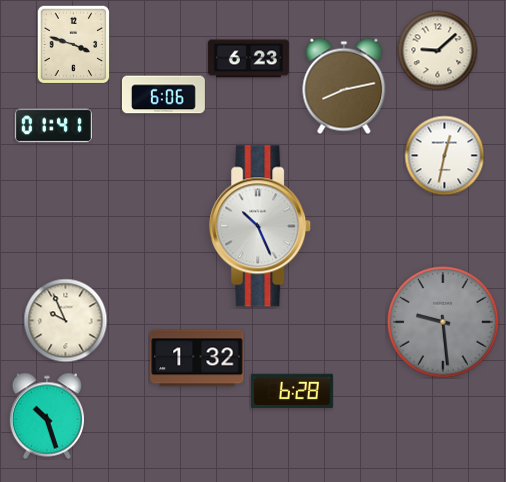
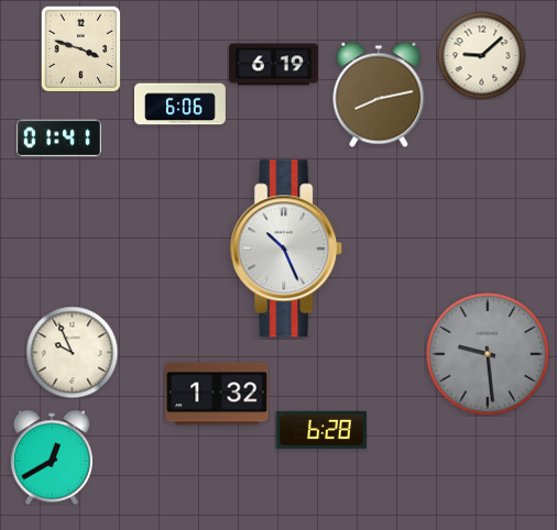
clock at (248, 59): 6:23 -> 6:19
clock at (444, 155): 12:32 -> none
clock at (46, 416): 10:27 -> 12:40
